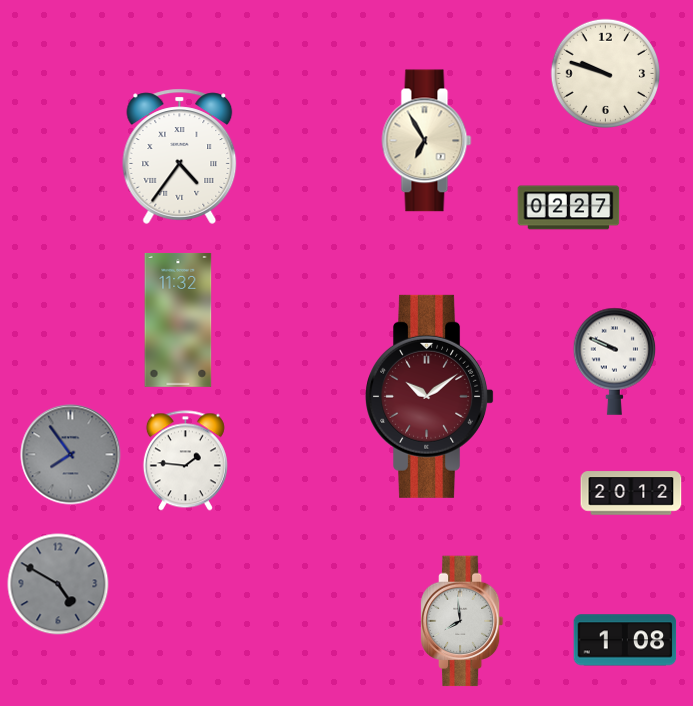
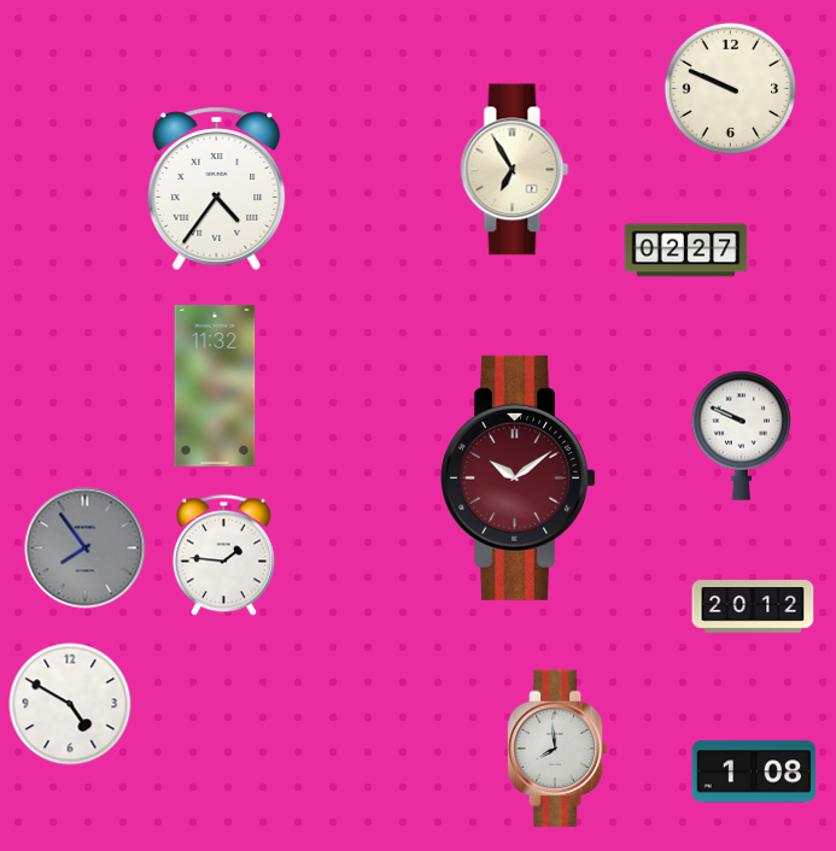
clock at (605, 73): 9:48 -> 9:49
clock at (631, 493) position: (631, 493) -> (753, 606)
clock at (58, 584) dial: grey -> white
